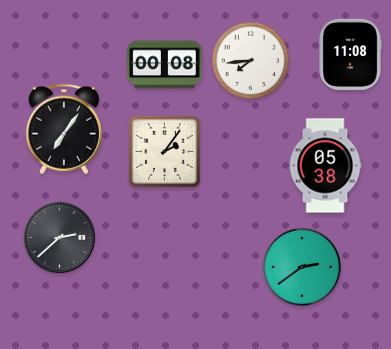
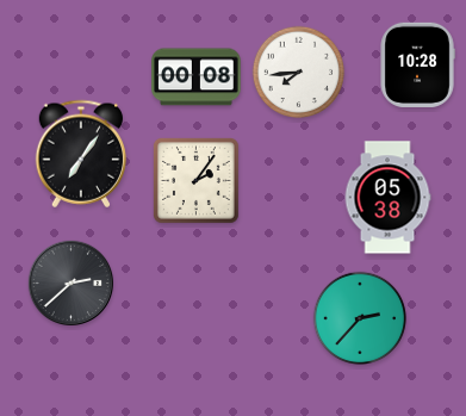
clock at (350, 54): 11:08 -> 10:28
clock at (64, 129) position: (64, 129) -> (81, 154)
clock at (301, 266): 2:39 -> 2:37
